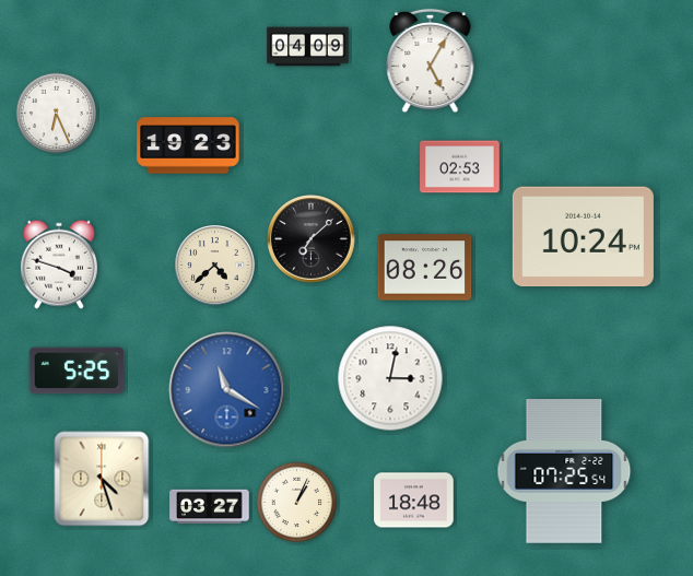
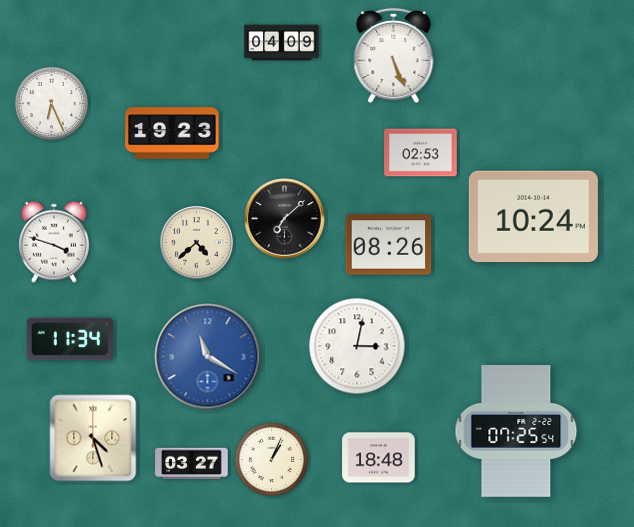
clock at (431, 61): 5:05 -> 5:26
clock at (77, 371): 5:25 -> 11:34
